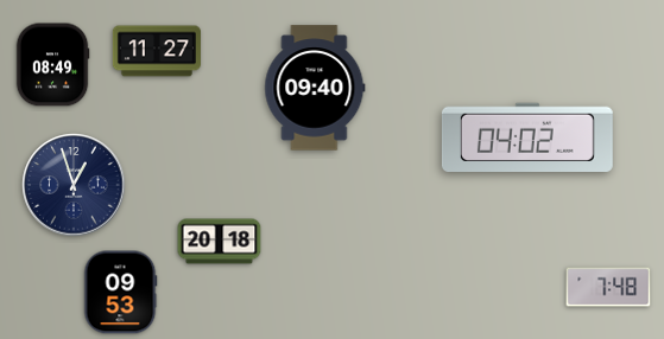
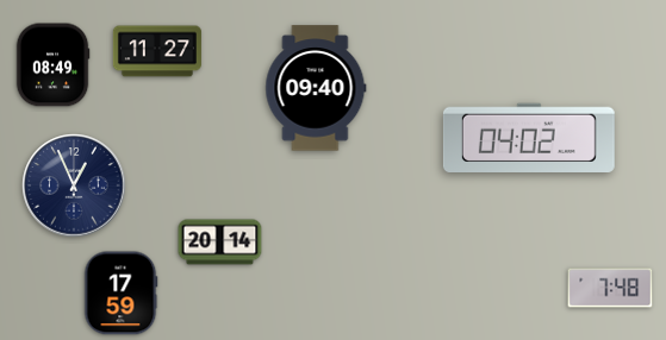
clock at (74, 185): 12:57 -> 12:56
clock at (220, 242): 20:18 -> 20:14
clock at (120, 293): 09:53 -> 17:59
